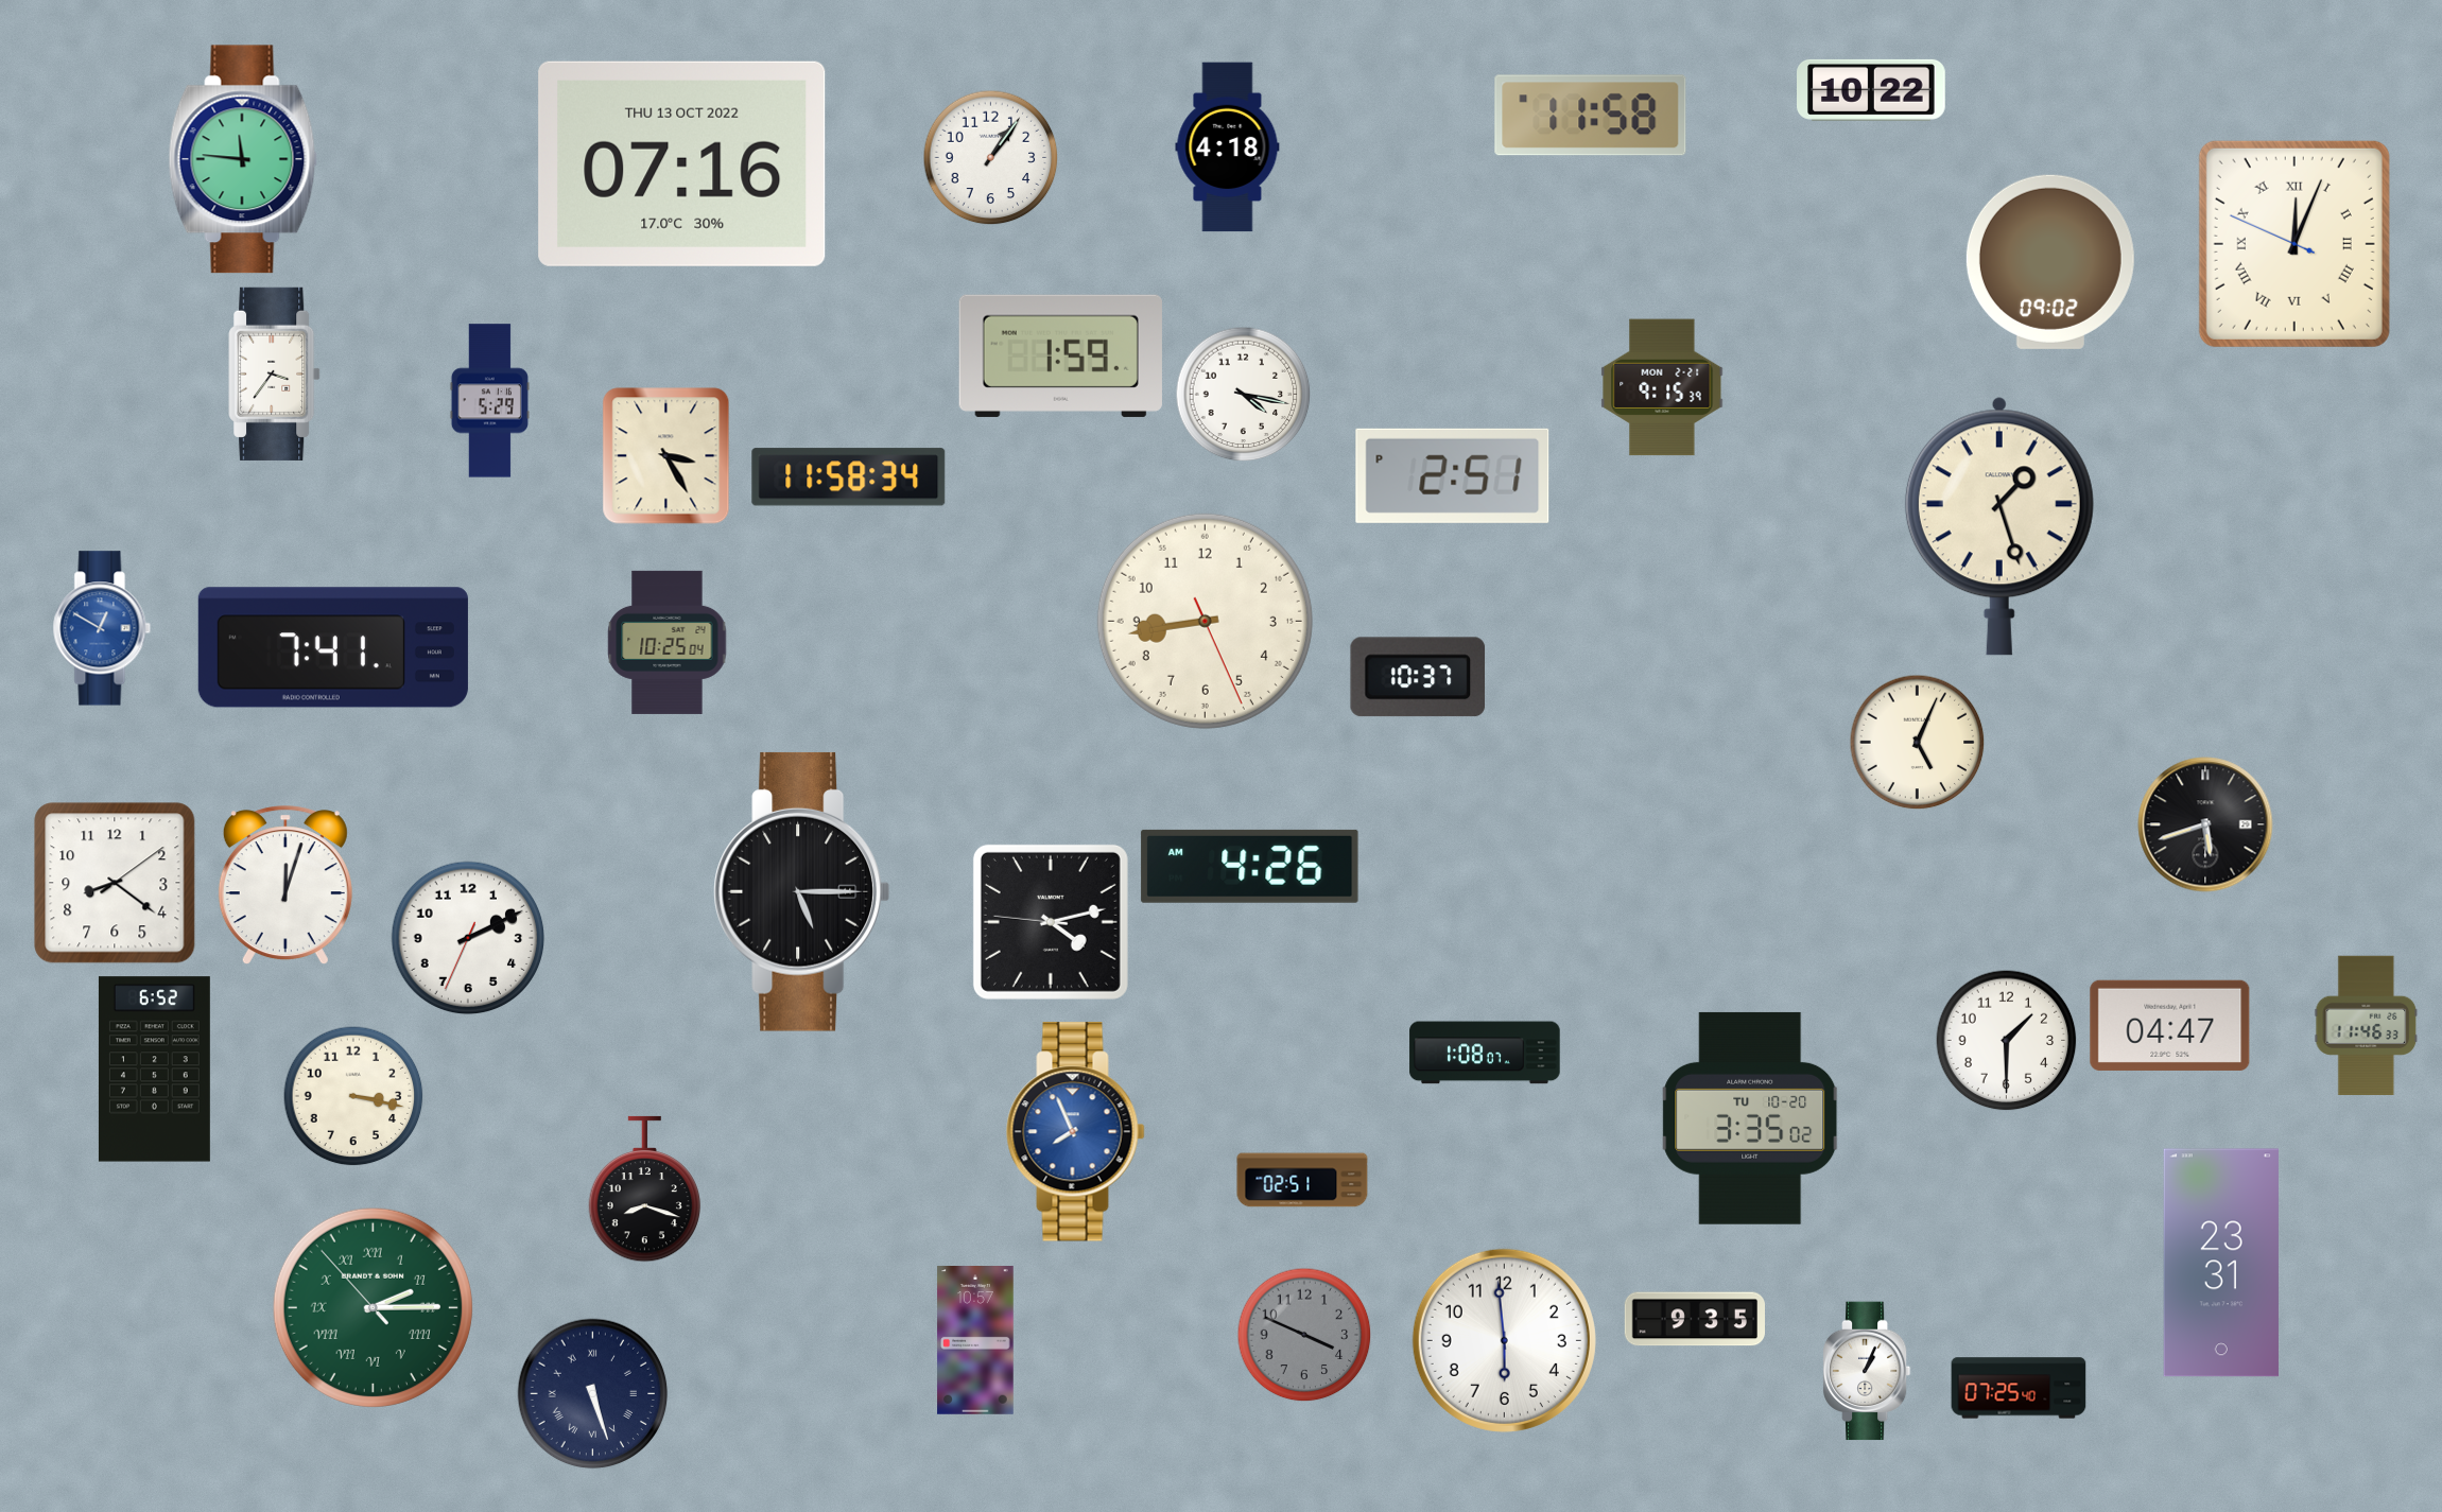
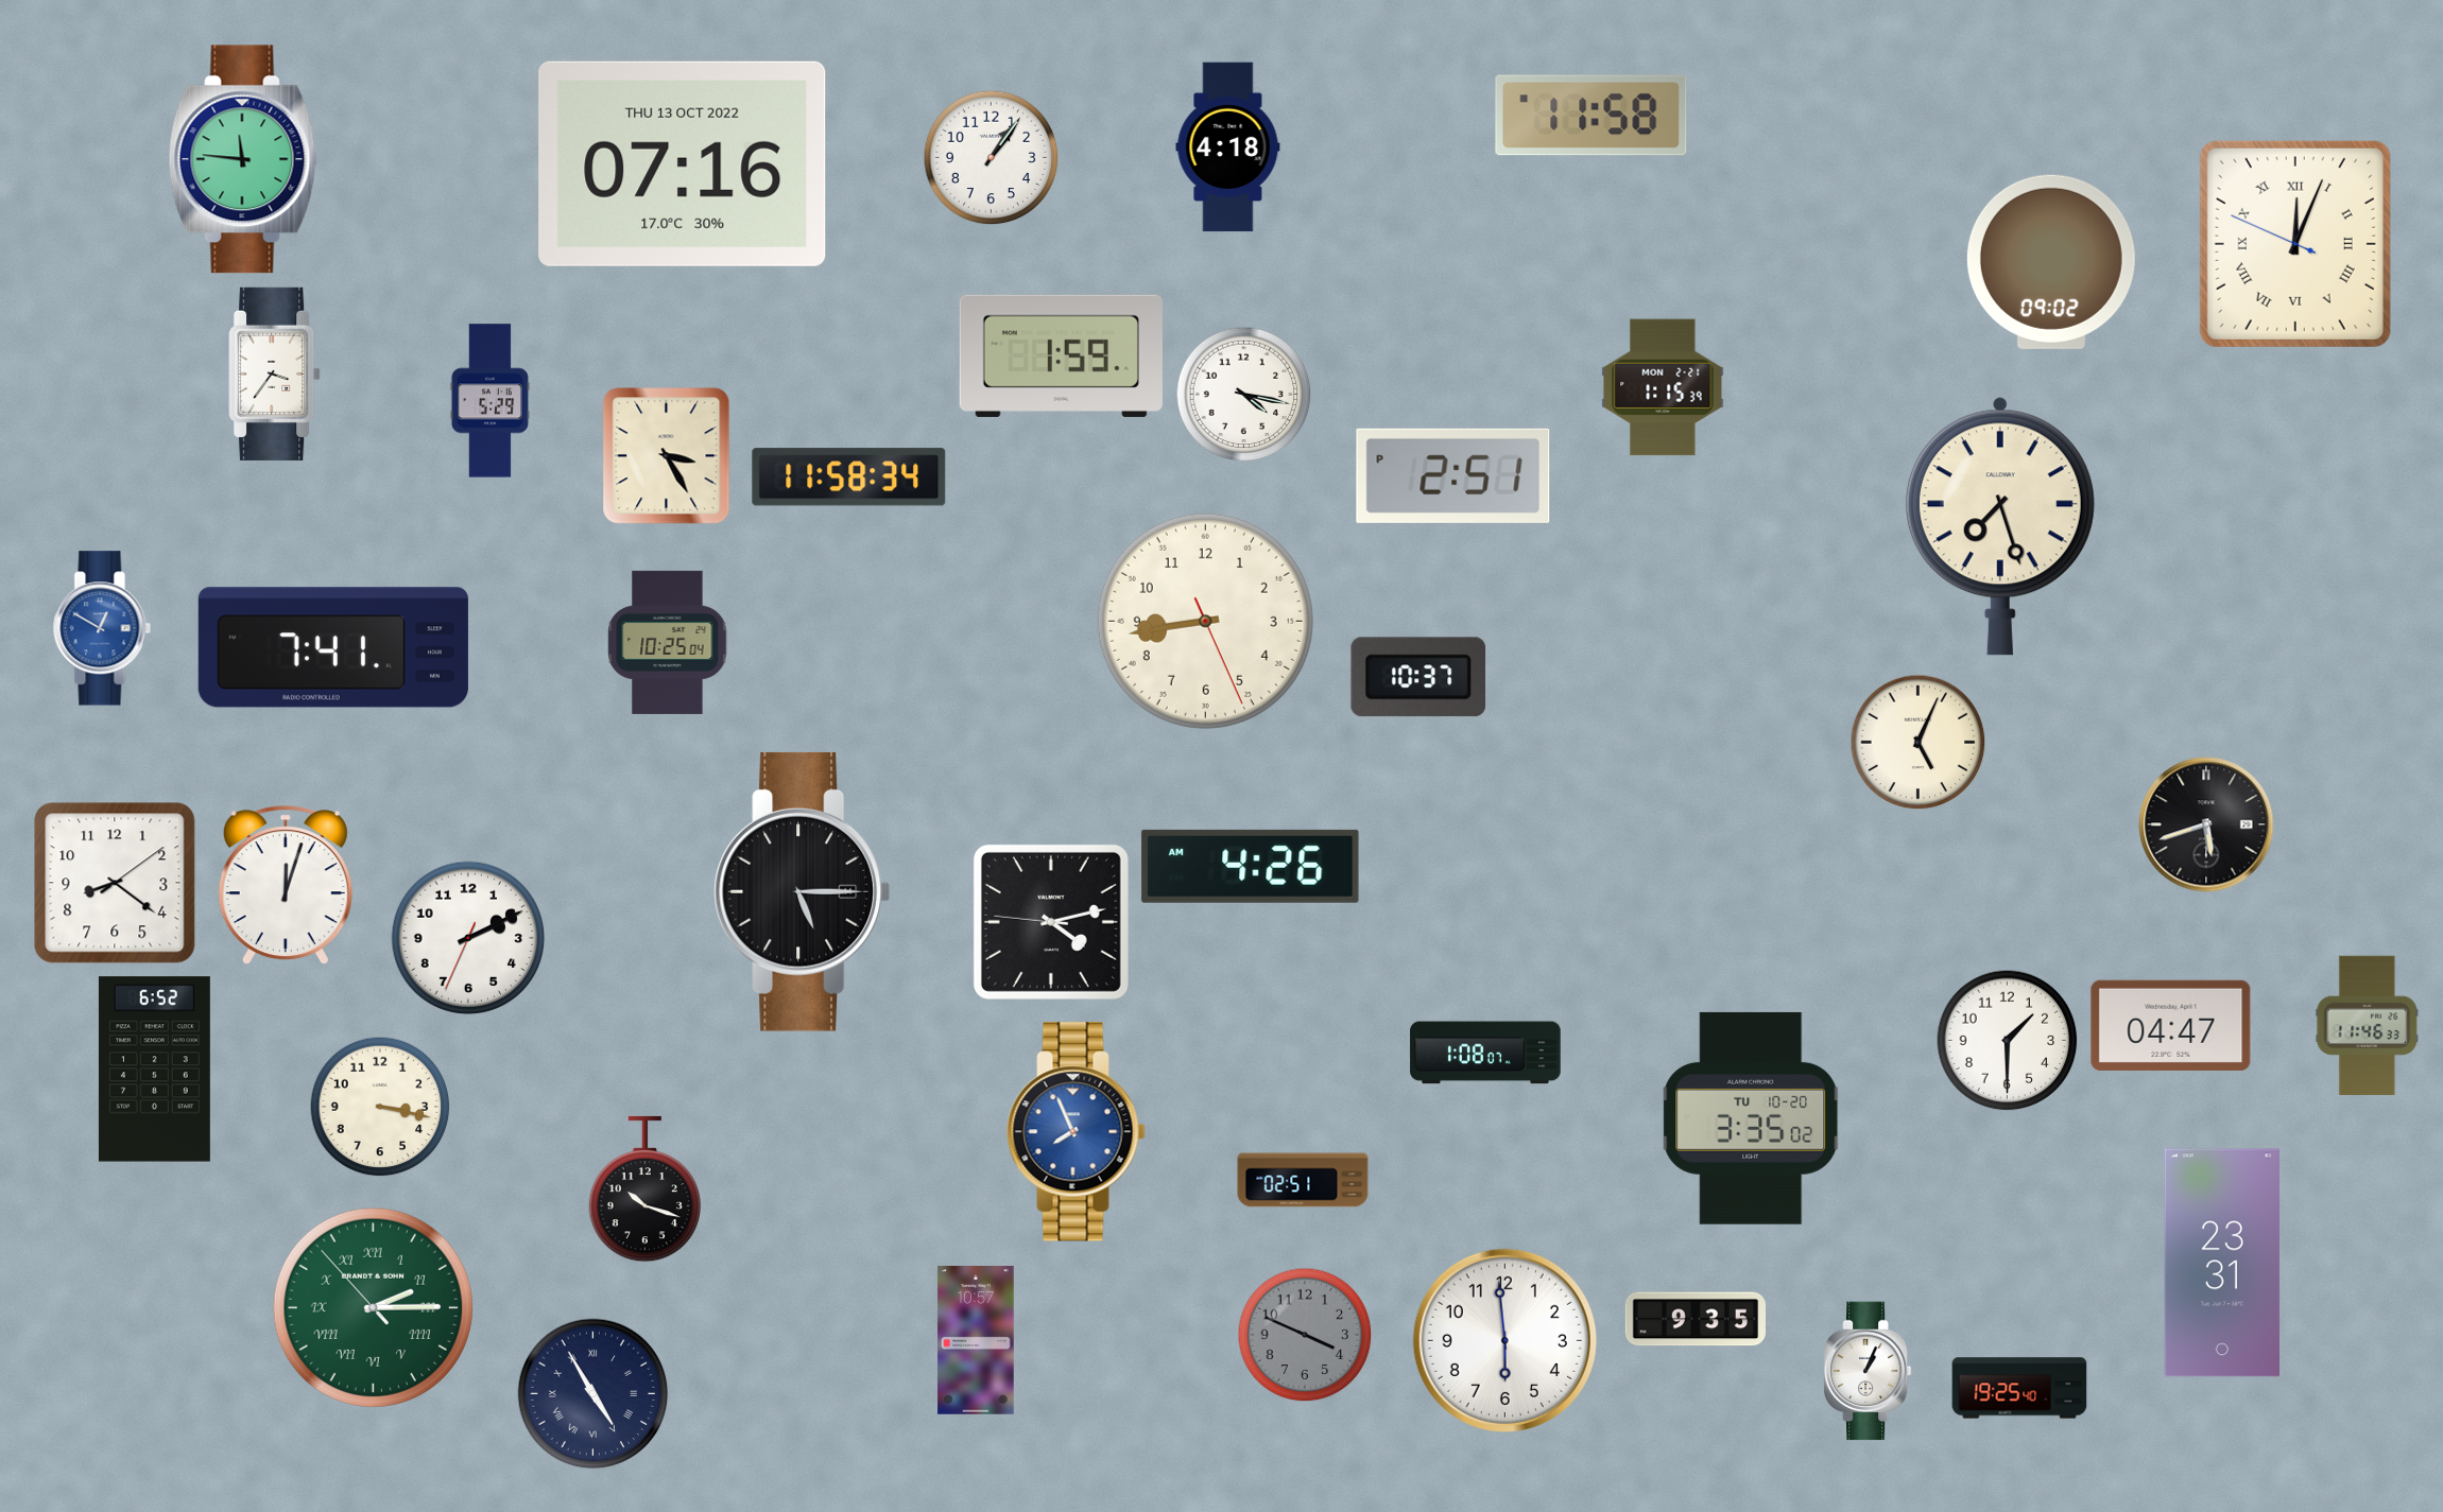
clock at (1872, 90): 10:22 -> none
clock at (1662, 387): 9:15 -> 1:15
clock at (1999, 526): 1:27 -> 7:27
clock at (353, 1096) position: (353, 1096) -> (380, 1107)
clock at (645, 1189): 8:18 -> 10:18
clock at (2019, 1388): 07:25 -> 19:25
clock at (593, 1394): 5:27 -> 4:55
